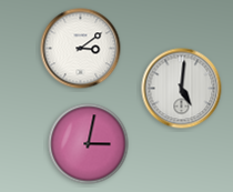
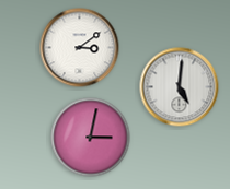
clock at (89, 144) position: (89, 144) -> (91, 138)
